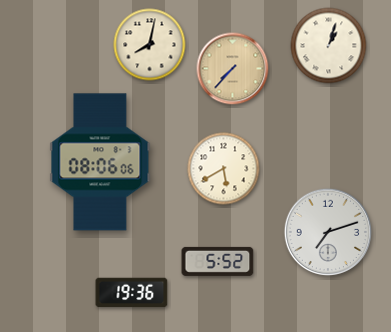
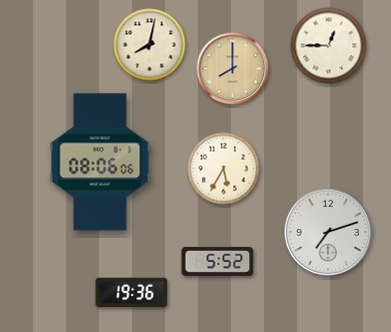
clock at (329, 46): 1:03 -> 12:45
clock at (233, 69): 7:37 -> 8:00
clock at (224, 169): 5:40 -> 5:35
